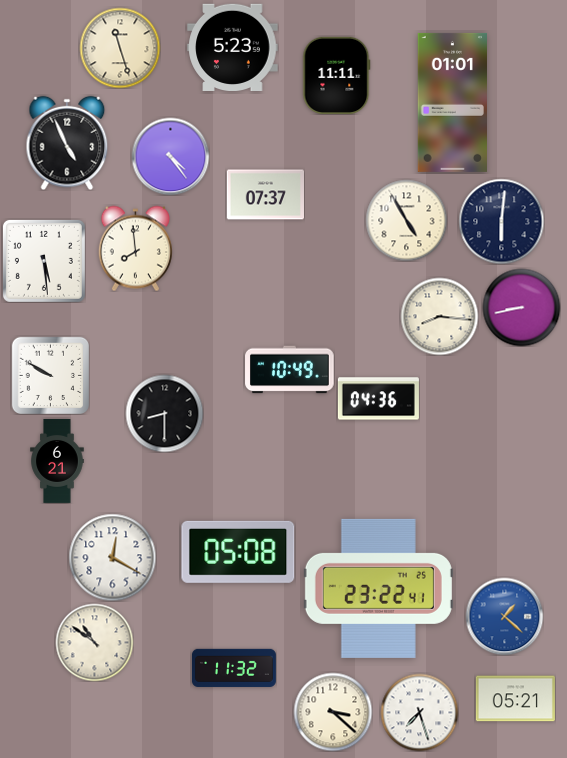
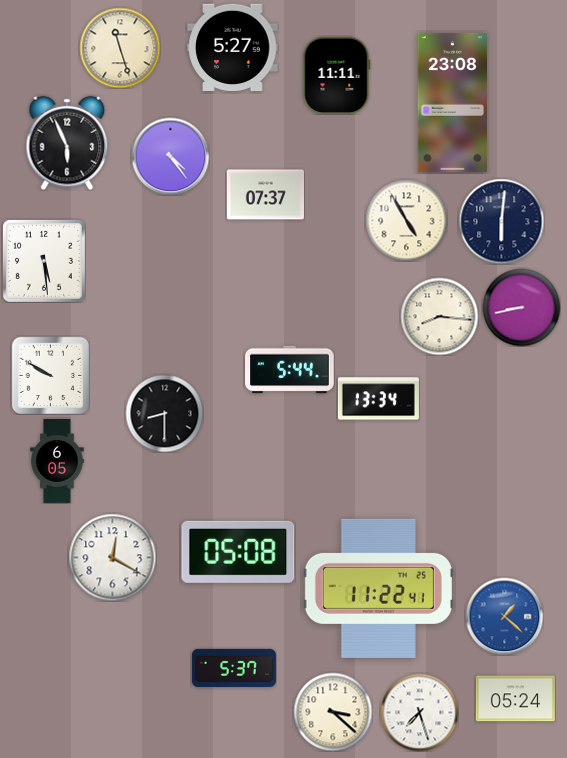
clock at (233, 47): 5:23 -> 5:27
clock at (452, 102): 01:01 -> 23:08
clock at (67, 143): 4:56 -> 5:56
clock at (135, 248): 7:59 -> none
clock at (290, 370): 10:49 -> 5:44
clock at (378, 399): 04:36 -> 13:34
clock at (57, 461): 6:21 -> 6:05
clock at (378, 588): 23:22 -> 11:22
clock at (94, 642): 10:51 -> none
clock at (234, 667): 11:32 -> 5:37
clock at (515, 699): 05:21 -> 05:24
